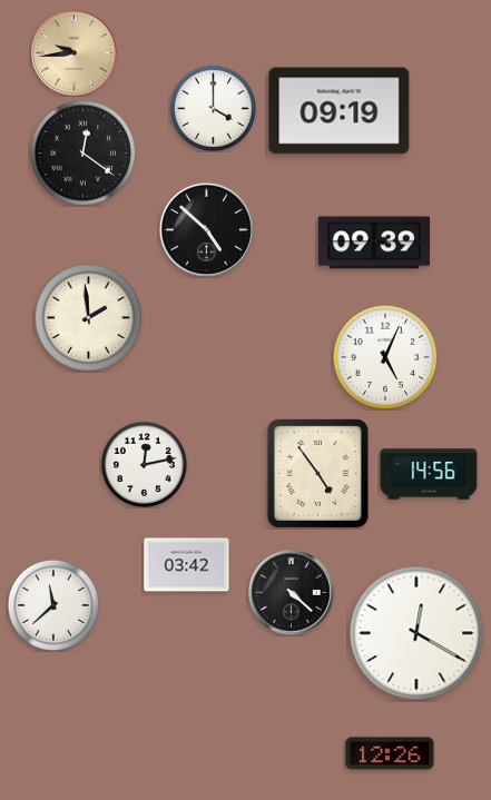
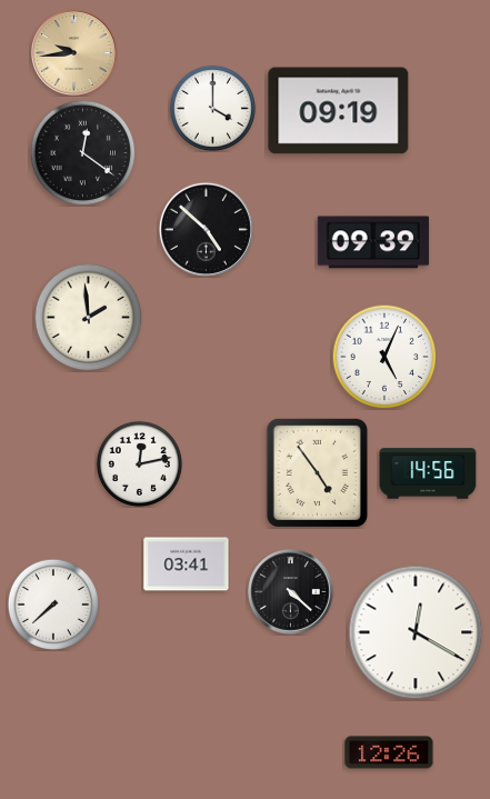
clock at (144, 464) position: (144, 464) -> (139, 463)
clock at (187, 565): 03:42 -> 03:41
clock at (53, 605): 11:38 -> 7:38
